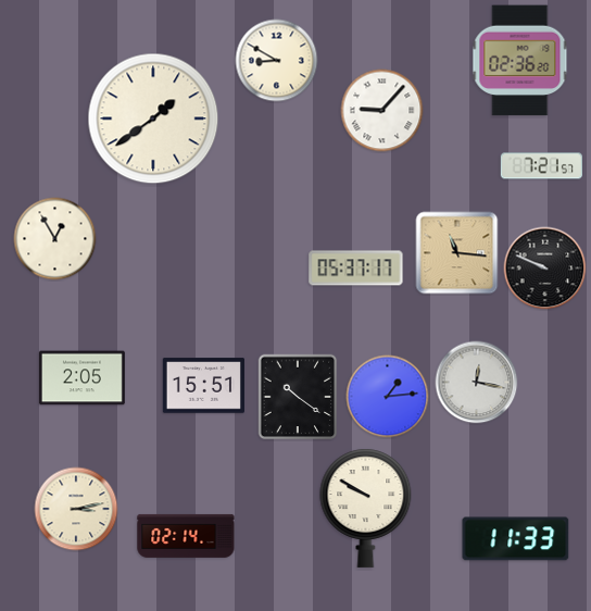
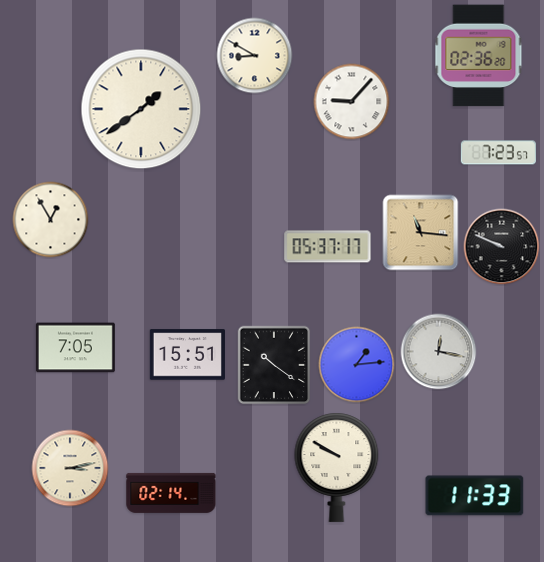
clock at (541, 166): 7:21 -> 7:23
clock at (81, 378): 2:05 -> 7:05
